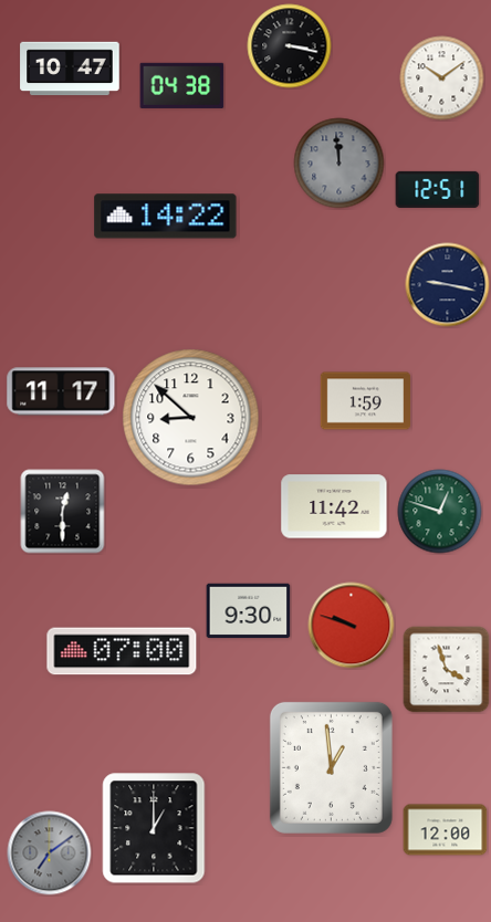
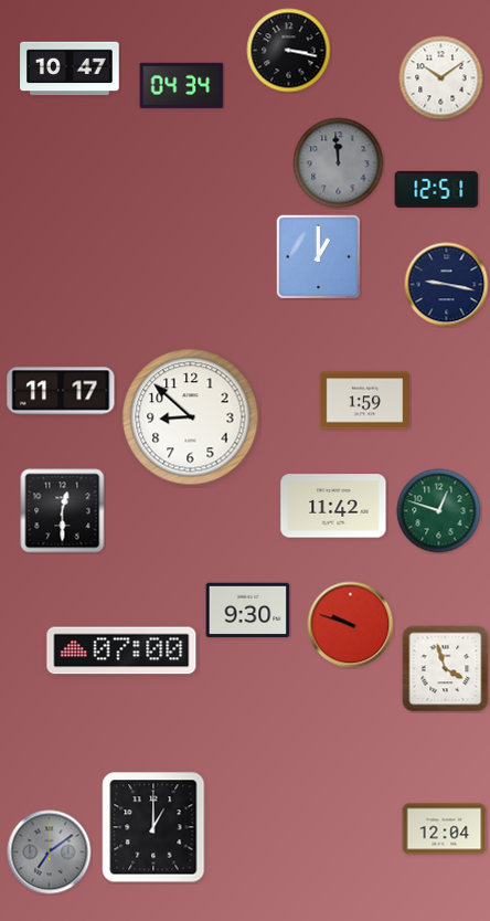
clock at (290, 46) position: (290, 46) -> (289, 51)
clock at (182, 85): 04:38 -> 04:34
clock at (166, 217): 14:22 -> none
clock at (318, 256): none -> 1:00
clock at (331, 767): 12:59 -> none
clock at (446, 830): 12:00 -> 12:04
